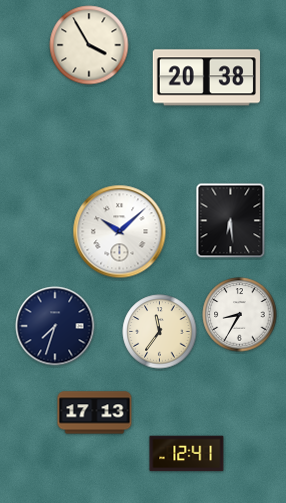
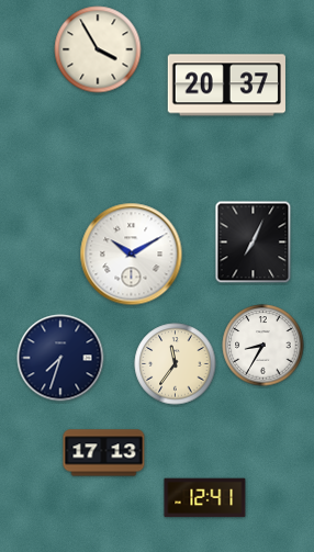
clock at (206, 78): 20:38 -> 20:37
clock at (231, 221): 6:29 -> 7:04
clock at (120, 232): 10:08 -> 10:10
